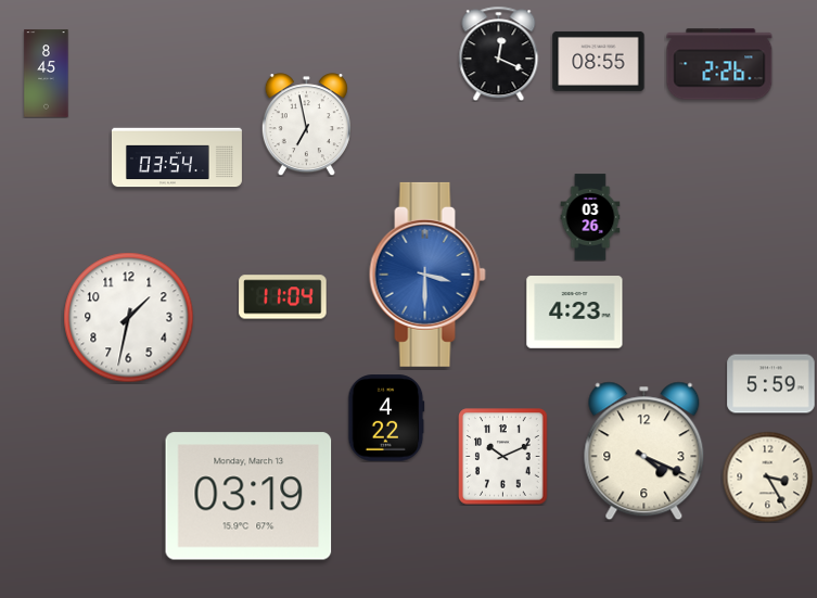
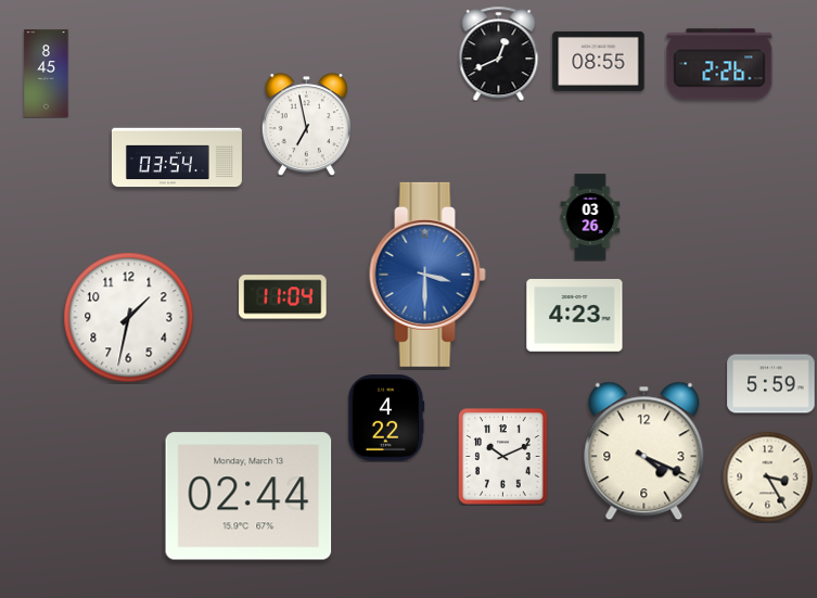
clock at (499, 53): 12:19 -> 12:41
clock at (575, 313) position: (575, 313) -> (575, 316)
clock at (248, 496): 03:19 -> 02:44
